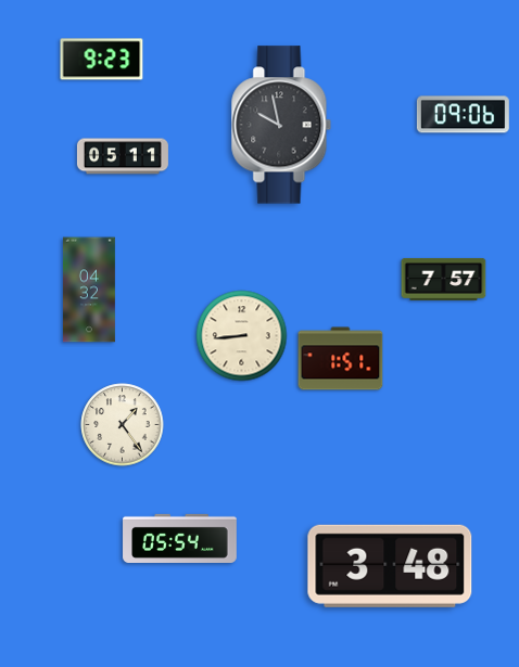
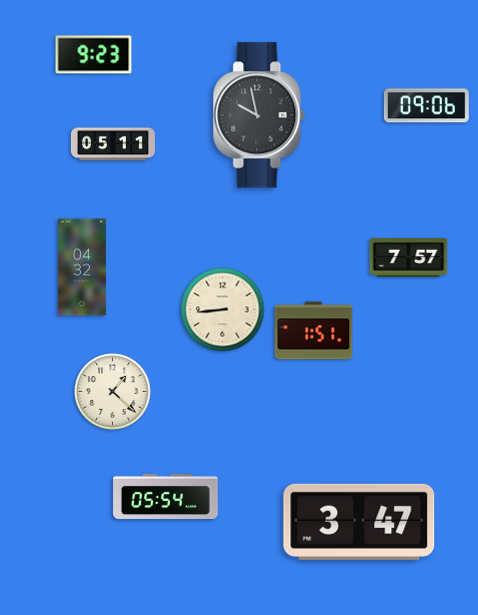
clock at (123, 425): 1:24 -> 1:22
clock at (390, 566): 3:48 -> 3:47
